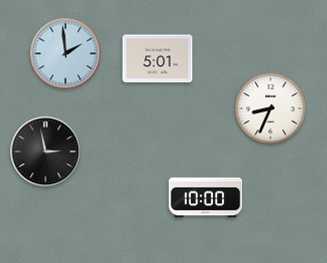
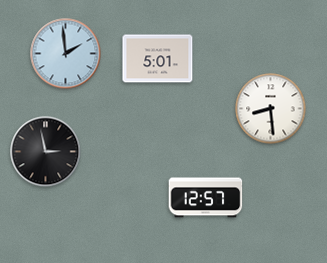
clock at (271, 109): 8:34 -> 8:29
clock at (206, 198): 10:00 -> 12:57
